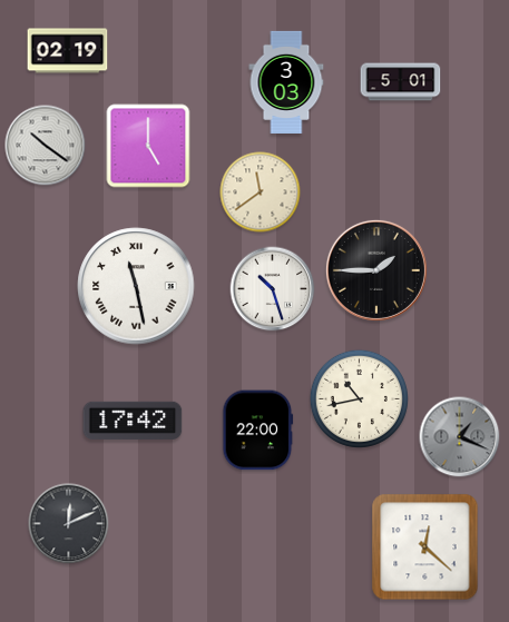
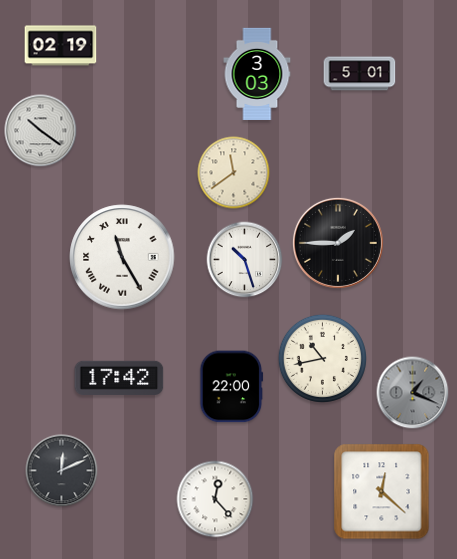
clock at (148, 146): 5:00 -> none
clock at (136, 286): 11:28 -> 11:25
clock at (215, 499): none -> 12:23
